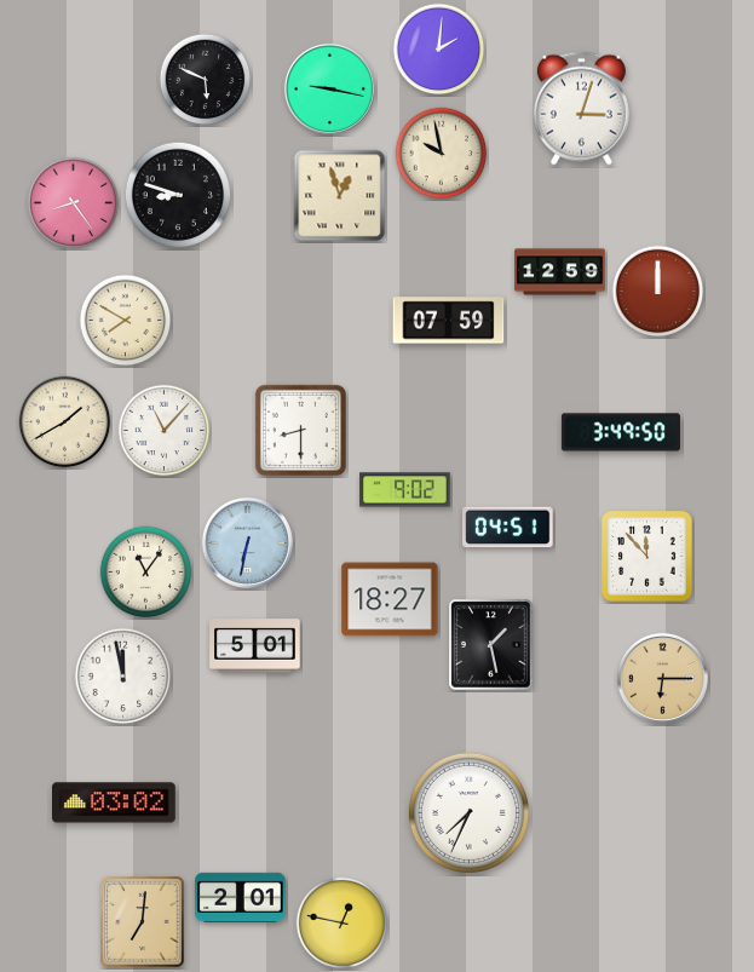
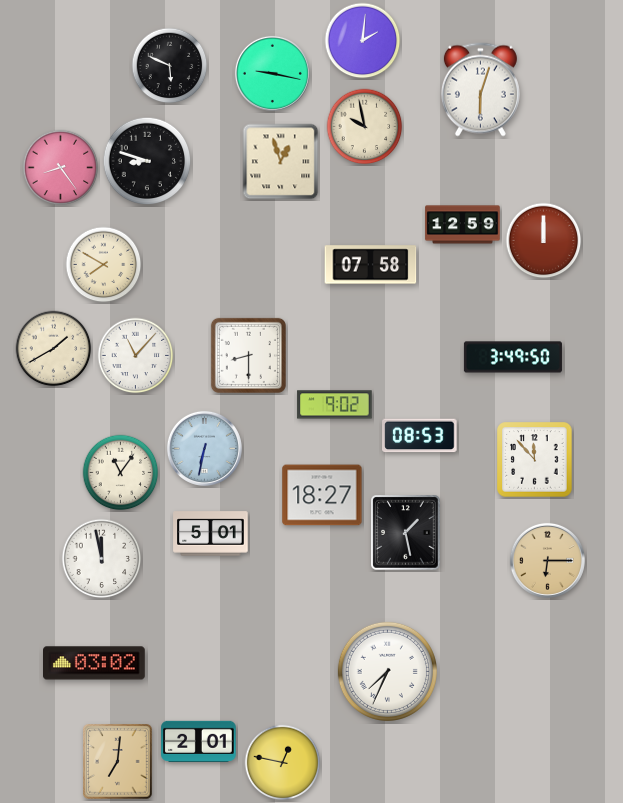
clock at (581, 109): 3:03 -> 6:03
clock at (449, 321): 07:59 -> 07:58
clock at (508, 528): 04:51 -> 08:53
